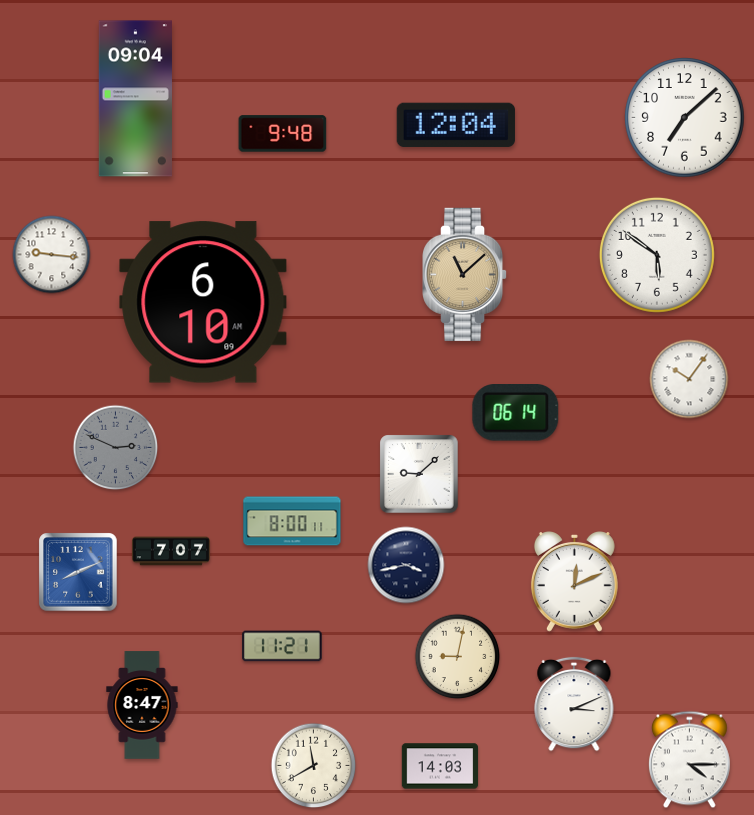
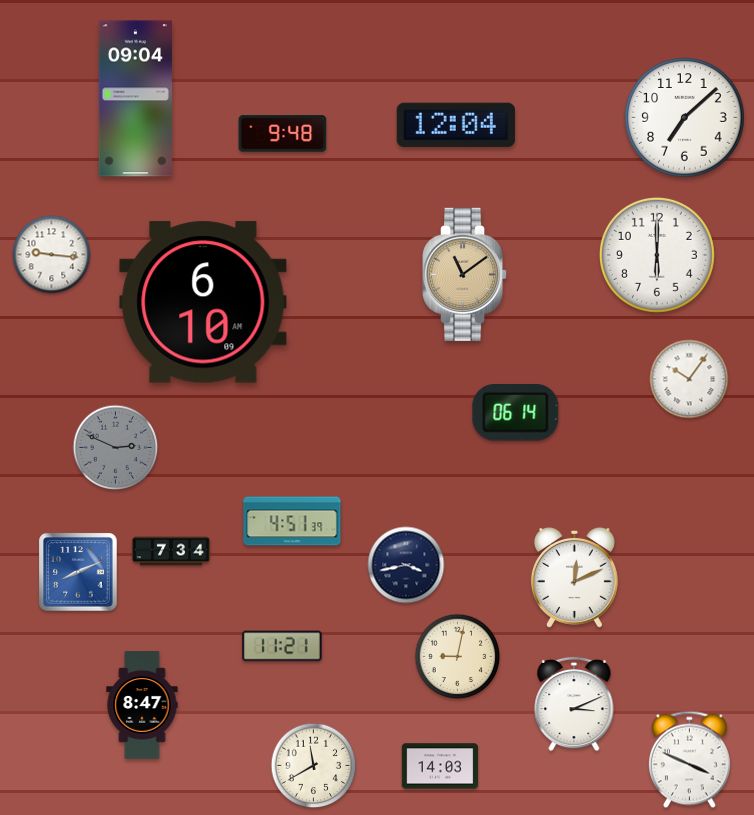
clock at (657, 255): 5:51 -> 6:00
clock at (466, 274): 11:08 -> 11:09
clock at (419, 474): 9:08 -> none
clock at (292, 521): 8:00 -> 4:51
clock at (171, 551): 7:07 -> 7:34
clock at (574, 582) position: (574, 582) -> (574, 578)
clock at (689, 760): 4:15 -> 3:49
